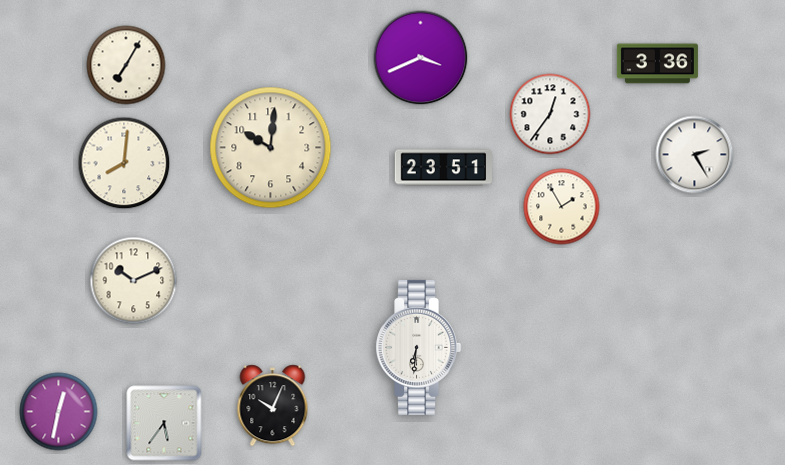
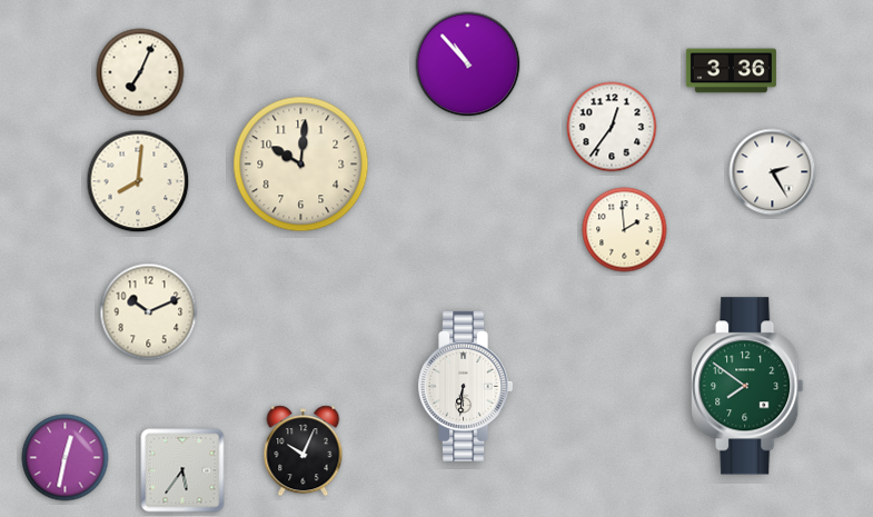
clock at (421, 58): 3:41 -> 10:53
clock at (126, 65): 7:05 -> 7:04
clock at (443, 168): 23:51 -> none
clock at (562, 207): 1:55 -> 1:59
clock at (747, 386): none -> 7:51
